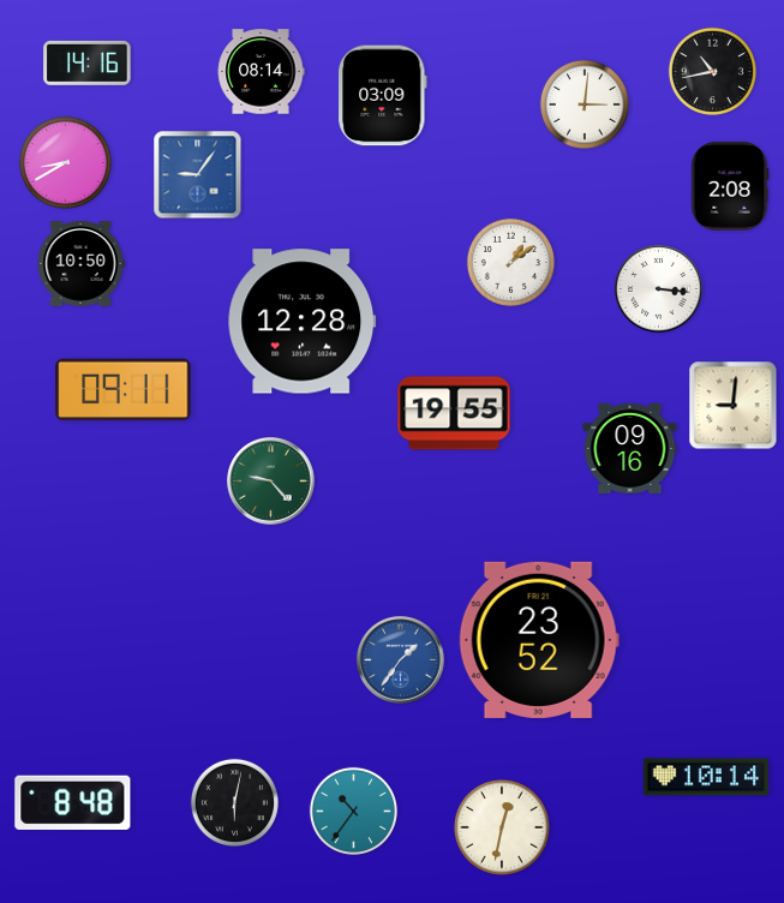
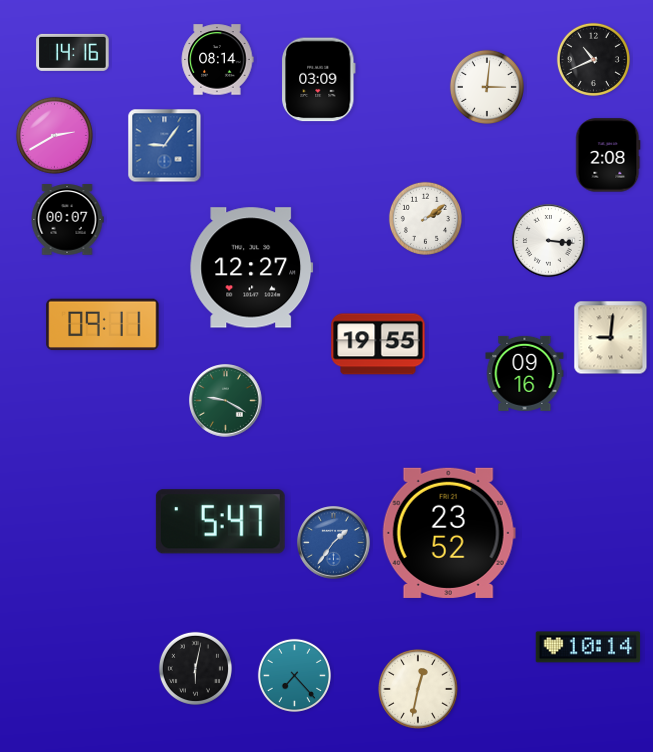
clock at (712, 71): 10:43 -> 10:41
clock at (65, 162): 8:40 -> 2:40
clock at (510, 262): 1:09 -> 2:09
clock at (80, 264): 10:50 -> 00:07
clock at (303, 322): 12:28 -> 12:27
clock at (271, 482): 9:23 -> 9:20
clock at (220, 522): none -> 5:47
clock at (401, 660) position: (401, 660) -> (334, 543)
clock at (73, 802): 8:48 -> none
clock at (353, 811): 10:36 -> 7:23
